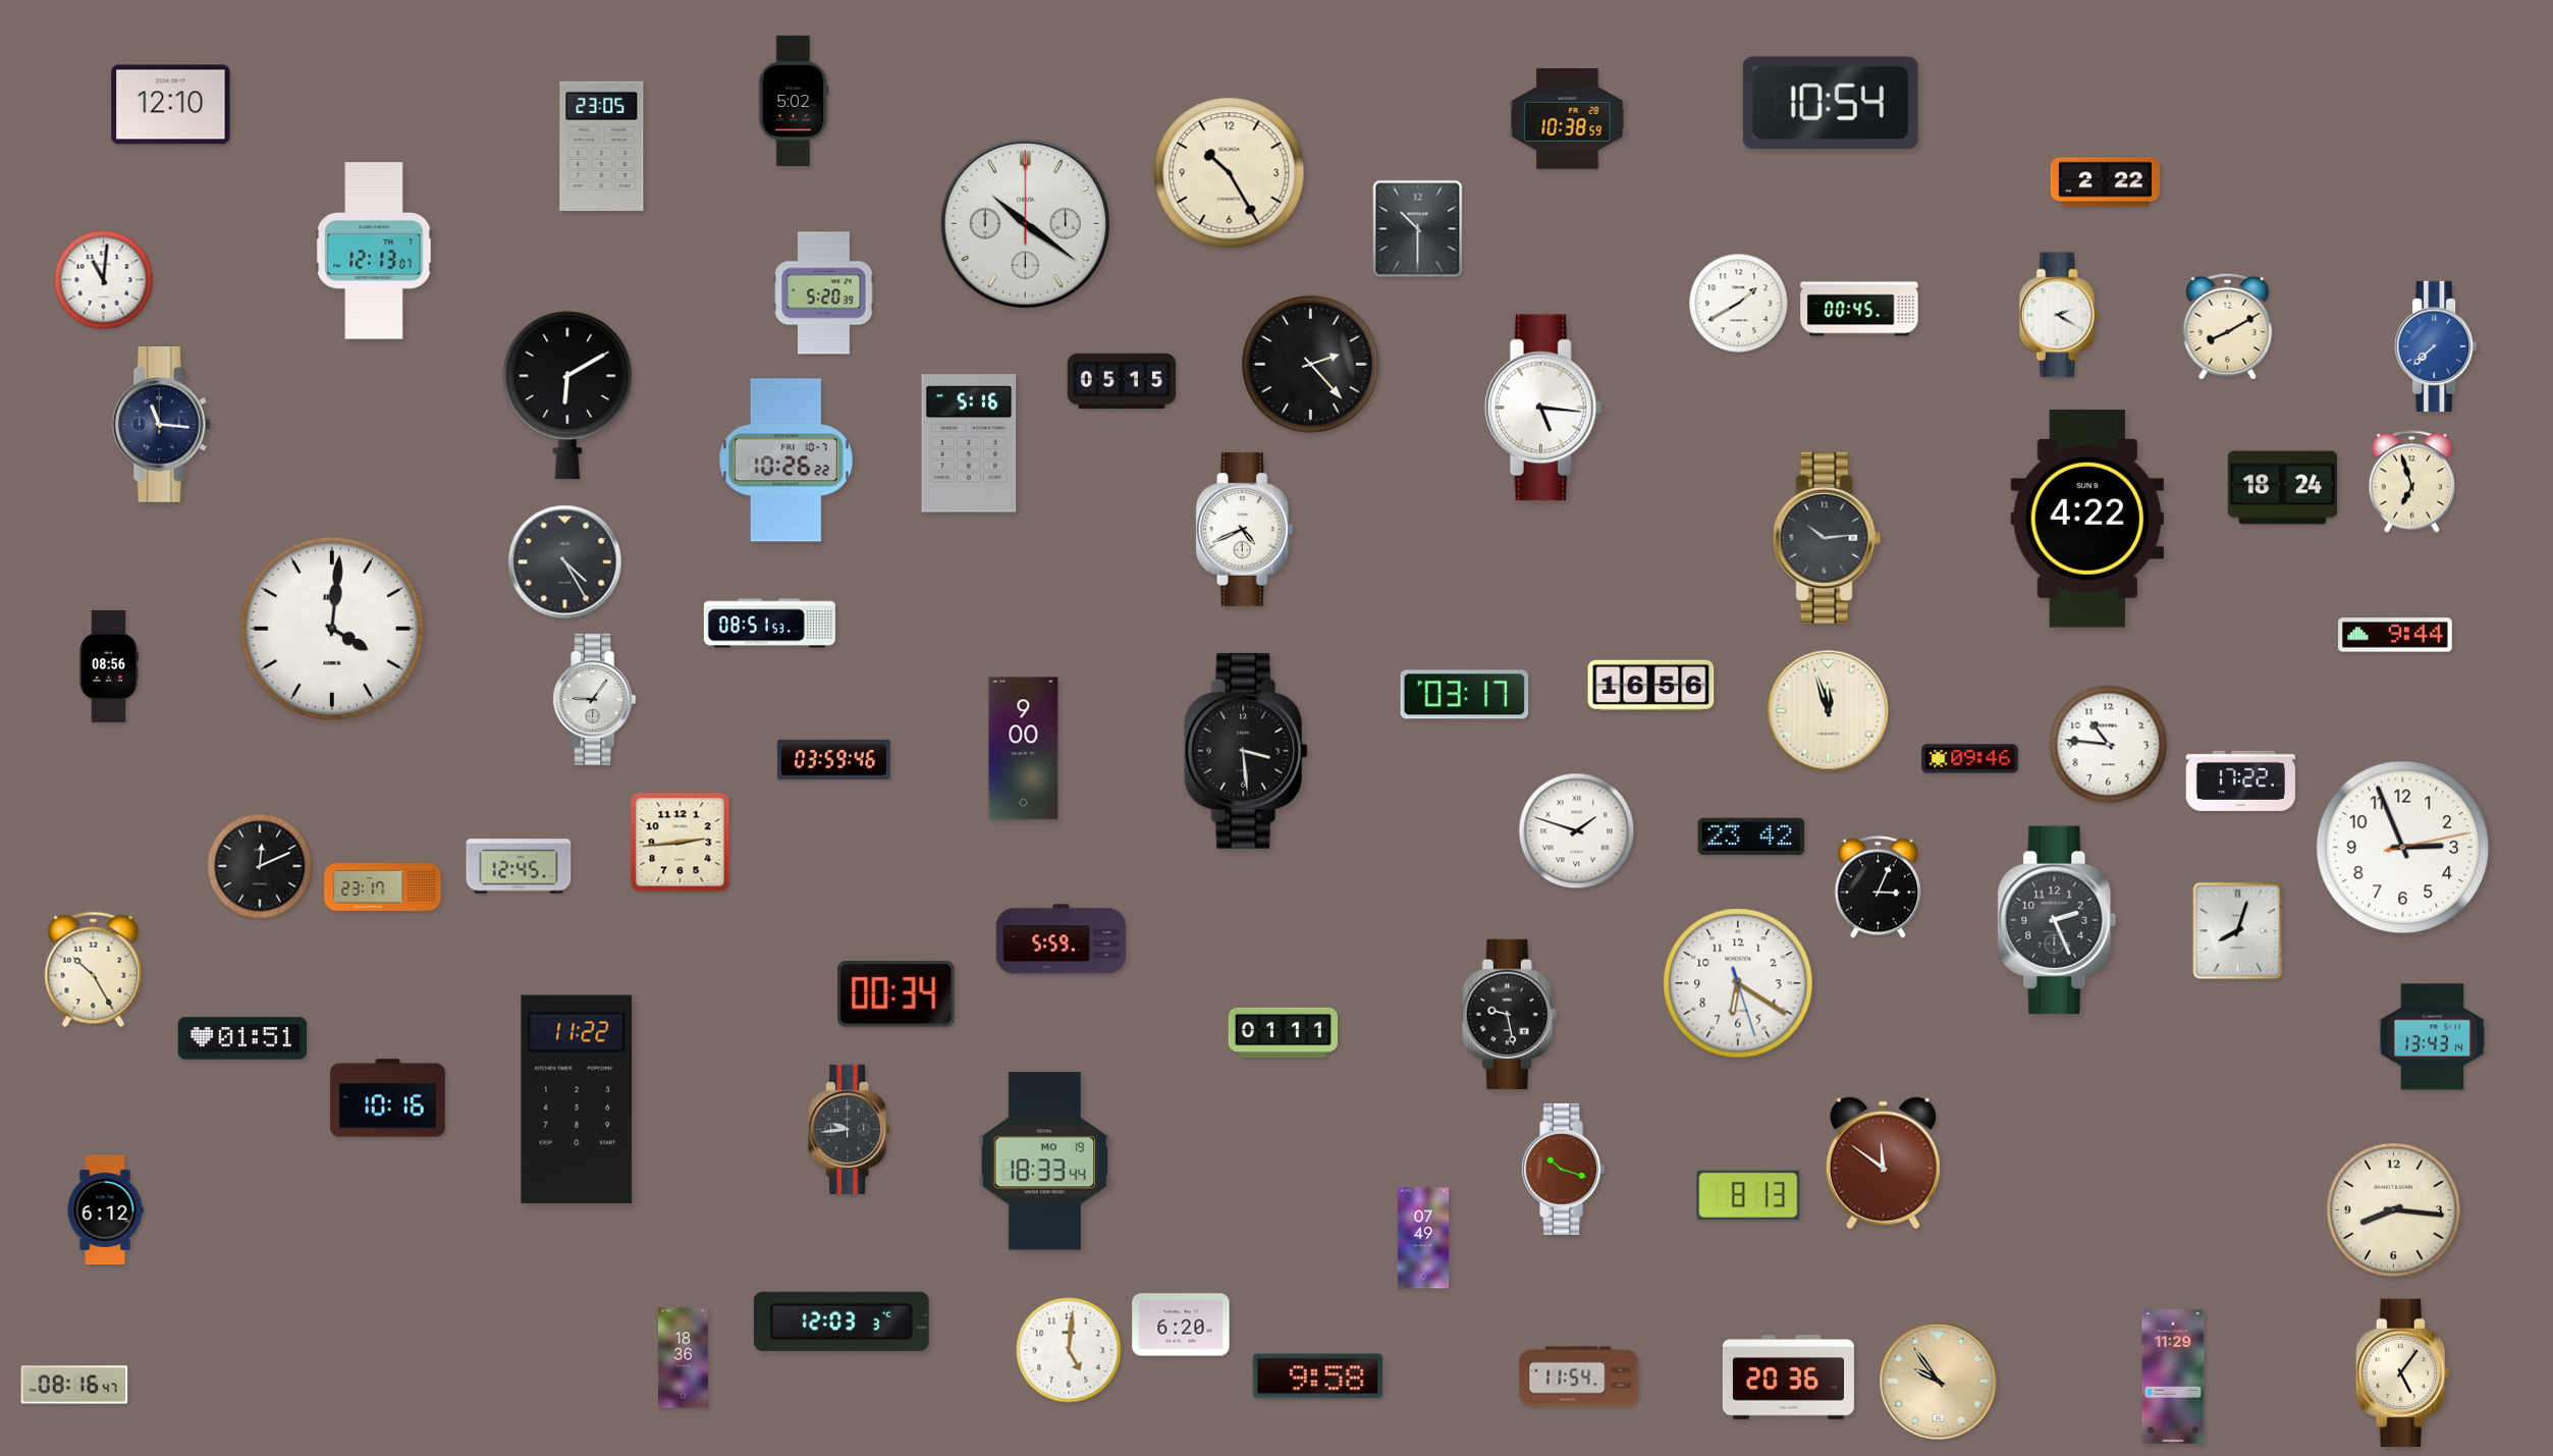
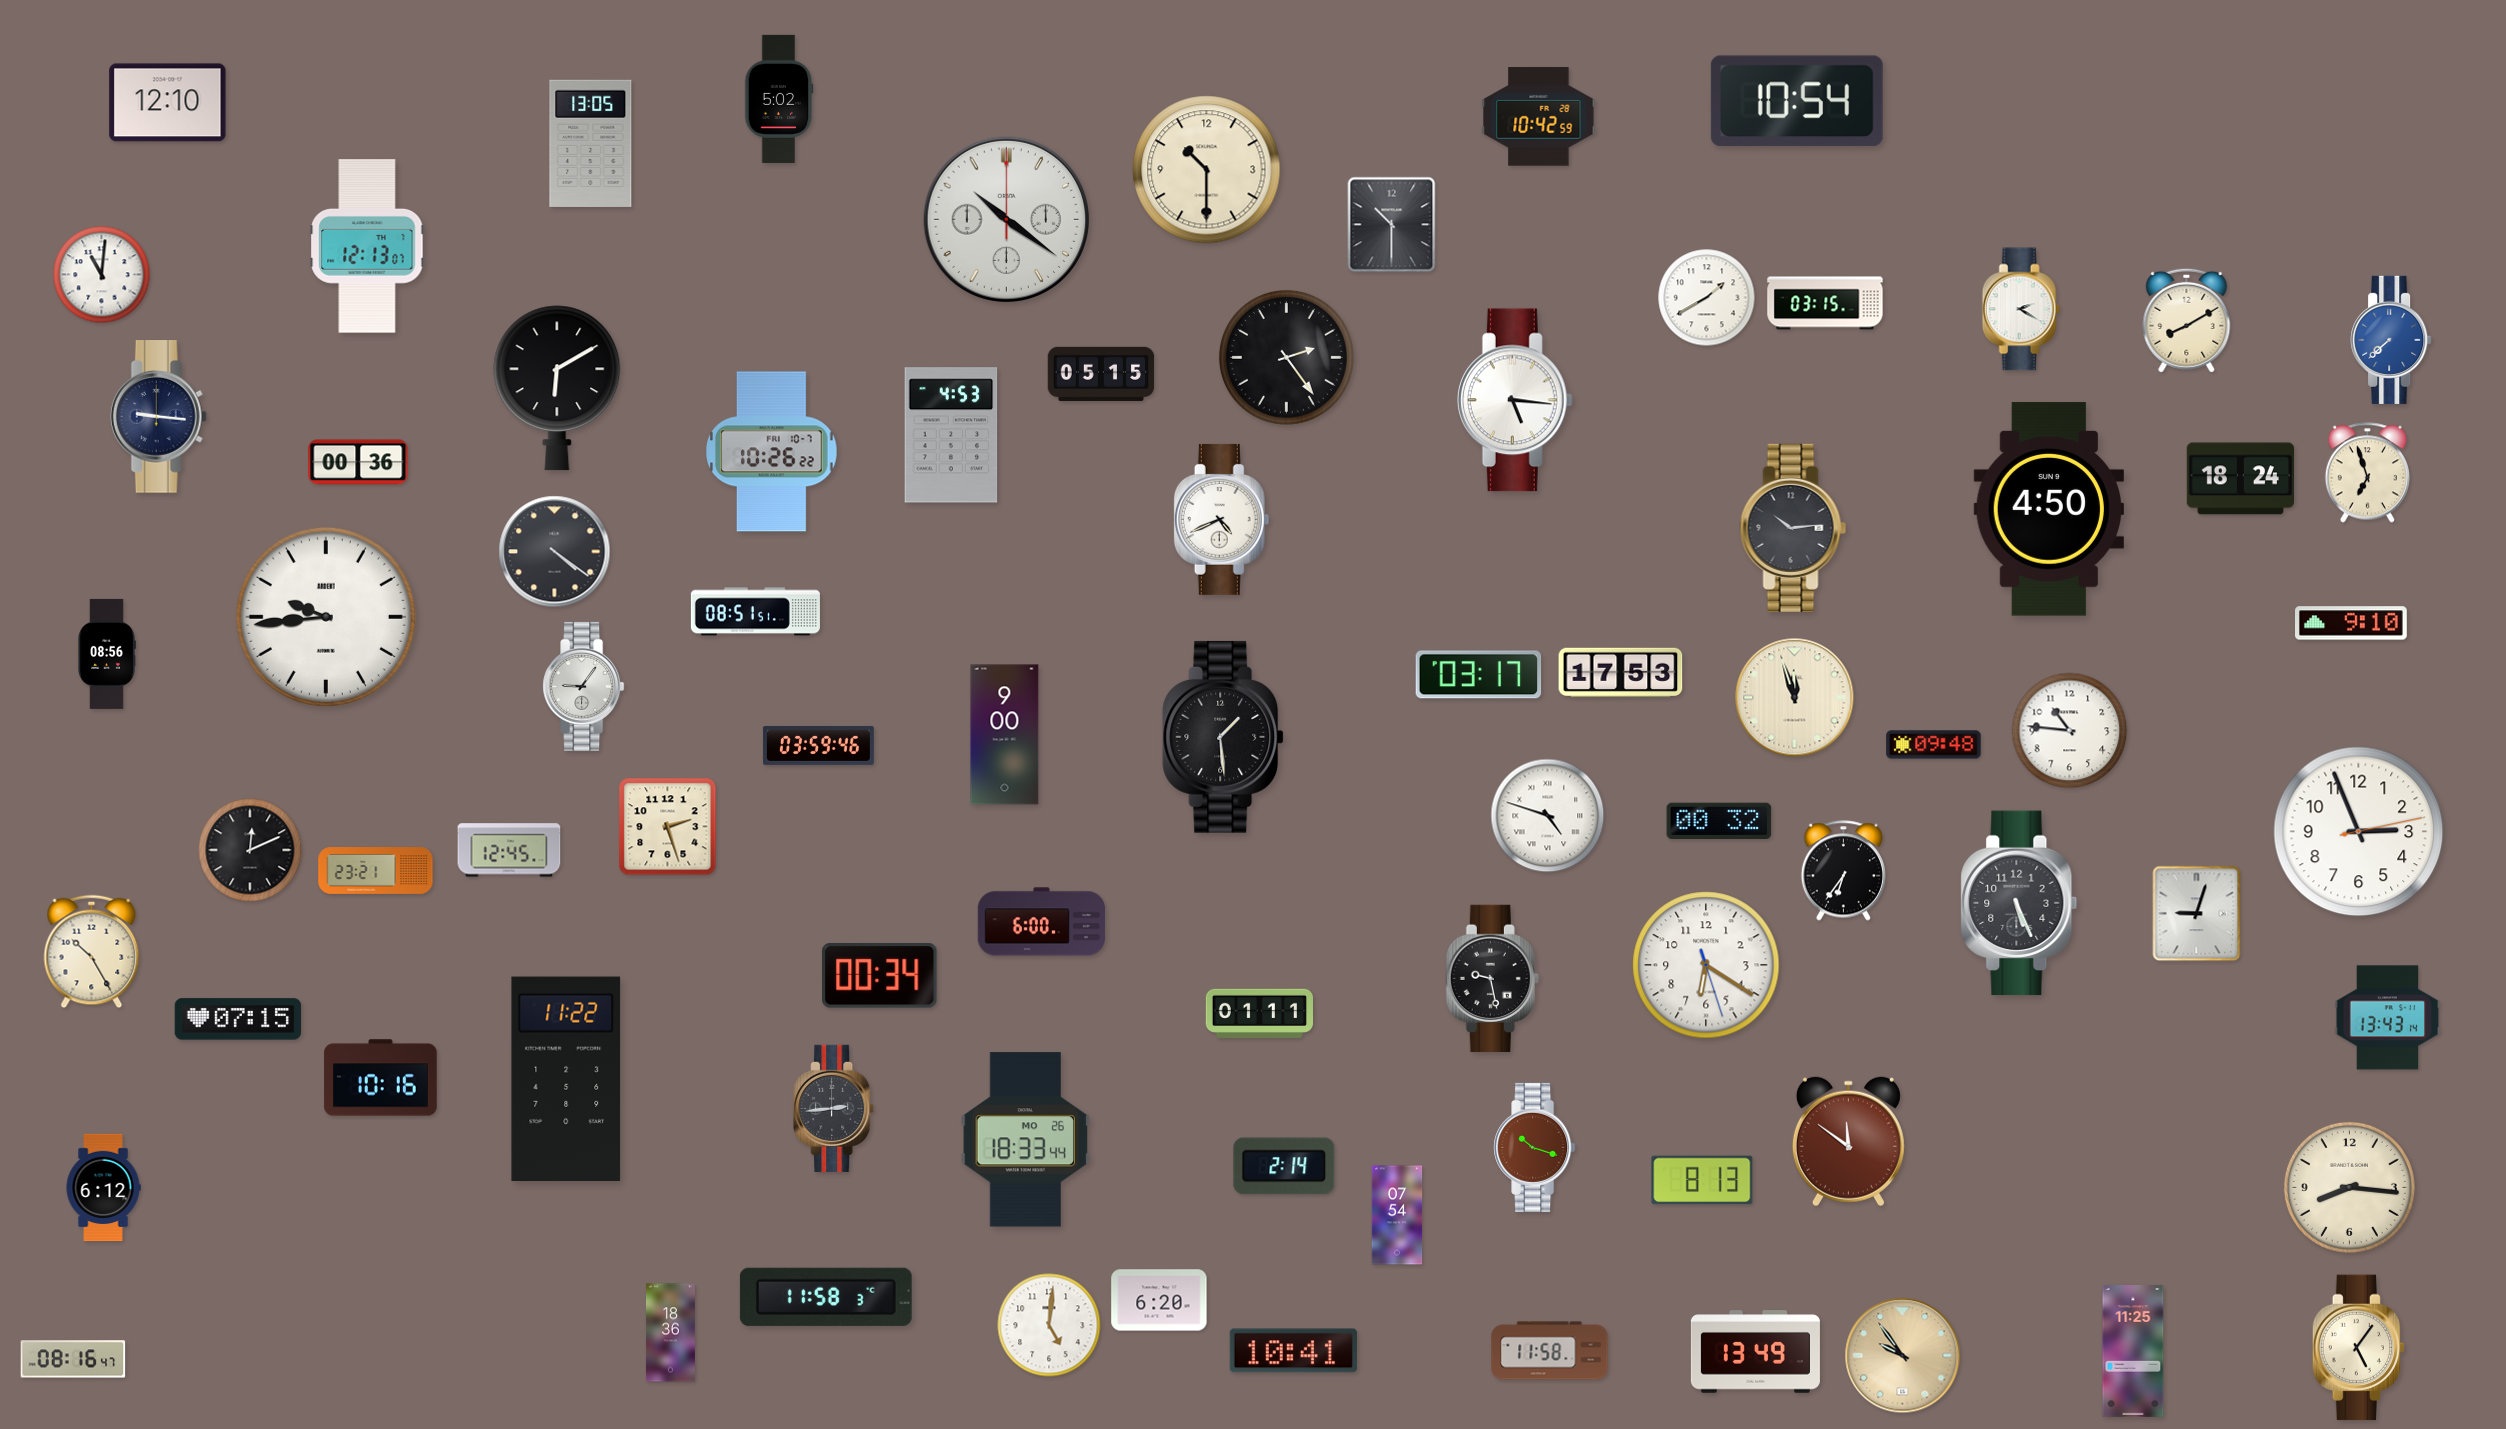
clock at (1568, 119): 10:38 -> 10:42
clock at (602, 146): 23:05 -> 13:05
clock at (1230, 173): 10:25 -> 10:30
clock at (2105, 182): 2:22 -> none
clock at (824, 293): 5:20 -> none
clock at (1859, 309): 00:45 -> 03:15
clock at (1310, 364): 2:23 -> 2:24
clock at (161, 425): 11:16 -> 9:16
clock at (969, 443): 5:16 -> 4:53
clock at (358, 462): none -> 00:36
clock at (2087, 519): 4:22 -> 4:50
clock at (565, 562): 4:25 -> 4:21
clock at (769, 624): 08:51:53 -> 08:51:51
clock at (332, 629): 4:01 -> 9:44
clock at (2396, 635): 9:44 -> 9:10
clock at (1651, 686): 16:56 -> 17:53
clock at (1465, 695) position: (1465, 695) -> (1479, 675)
clock at (1246, 751): 3:29 -> 1:29
clock at (1970, 759): 09:46 -> 09:48
clock at (2240, 780): 17:22 -> none
clock at (1577, 831): 1:48 -> 4:48
clock at (1751, 837): 23:42 -> 00:32
clock at (681, 843): 2:44 -> 2:27
clock at (260, 866) position: (260, 866) -> (250, 850)
clock at (383, 887): 23:17 -> 23:21
clock at (1878, 887): 3:04 -> 6:36
clock at (2057, 920): 2:26 -> 5:26
clock at (2238, 931): 8:03 -> 9:03
clock at (1061, 939): 5:59 -> 6:00
clock at (1509, 1014) position: (1509, 1014) -> (1492, 978)
clock at (242, 1038): 01:51 -> 07:15
clock at (850, 1129): 9:44 -> 2:44
clock at (1045, 1162) date: MO 19 -> MO 26
clock at (1284, 1166): none -> 2:14
clock at (1748, 1195) position: (1748, 1195) -> (1702, 1180)
clock at (1423, 1238): 07:49 -> 07:54
clock at (841, 1322): 12:03 -> 11:58
clock at (1317, 1377): 9:58 -> 10:41
clock at (1579, 1377): 11:54 -> 11:58
clock at (2173, 1377): 11:29 -> 11:25
clock at (1788, 1378): 20:36 -> 13:49
